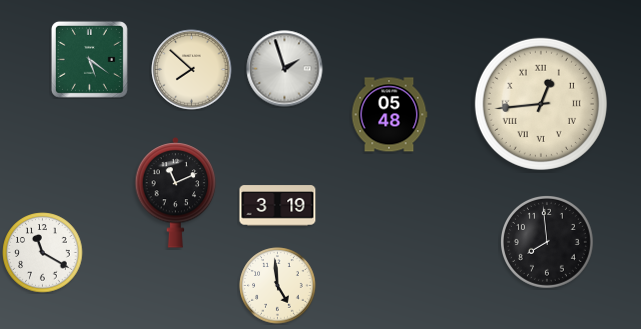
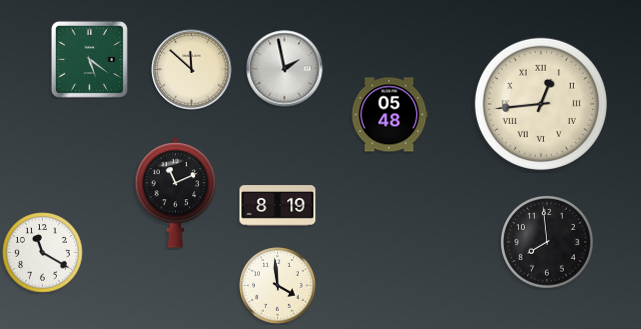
clock at (285, 69): 1:57 -> 1:58
clock at (192, 70): 7:52 -> 11:52
clock at (278, 206): 3:19 -> 8:19
clock at (278, 286): 4:59 -> 3:59
